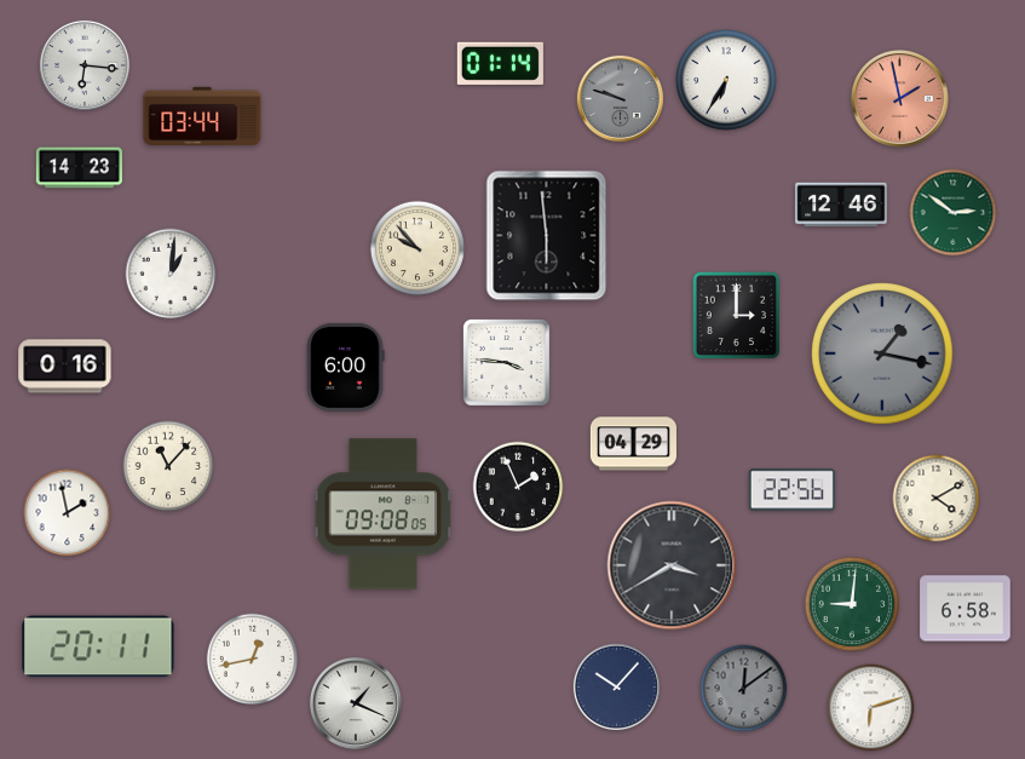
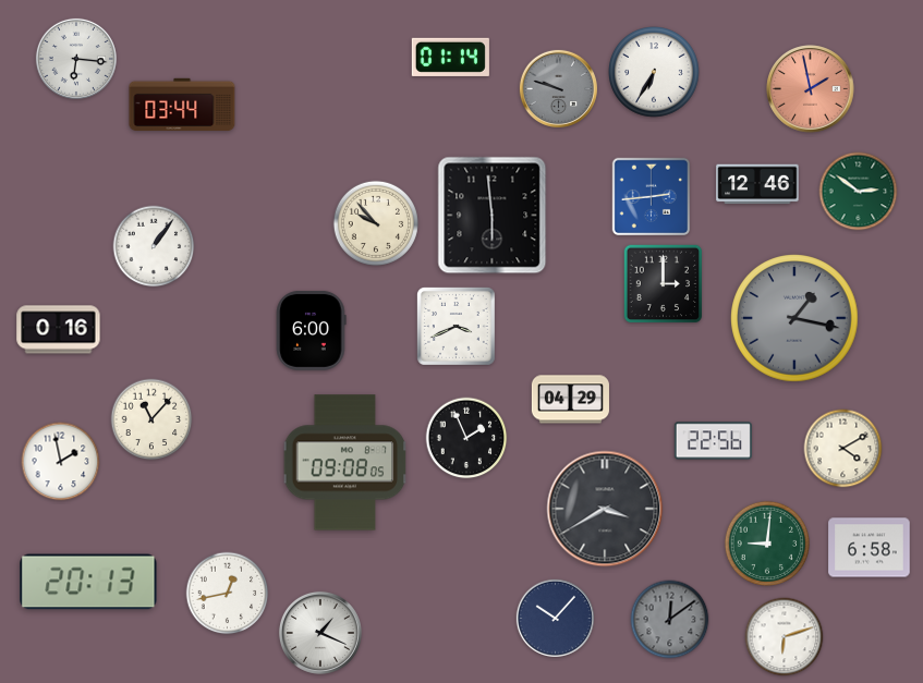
clock at (79, 168): 14:23 -> none
clock at (652, 197): none -> 2:44
clock at (547, 236) position: (547, 236) -> (493, 216)
clock at (171, 274): 1:01 -> 1:06
clock at (507, 363): 3:46 -> 3:41
clock at (98, 646): 20:11 -> 20:13
